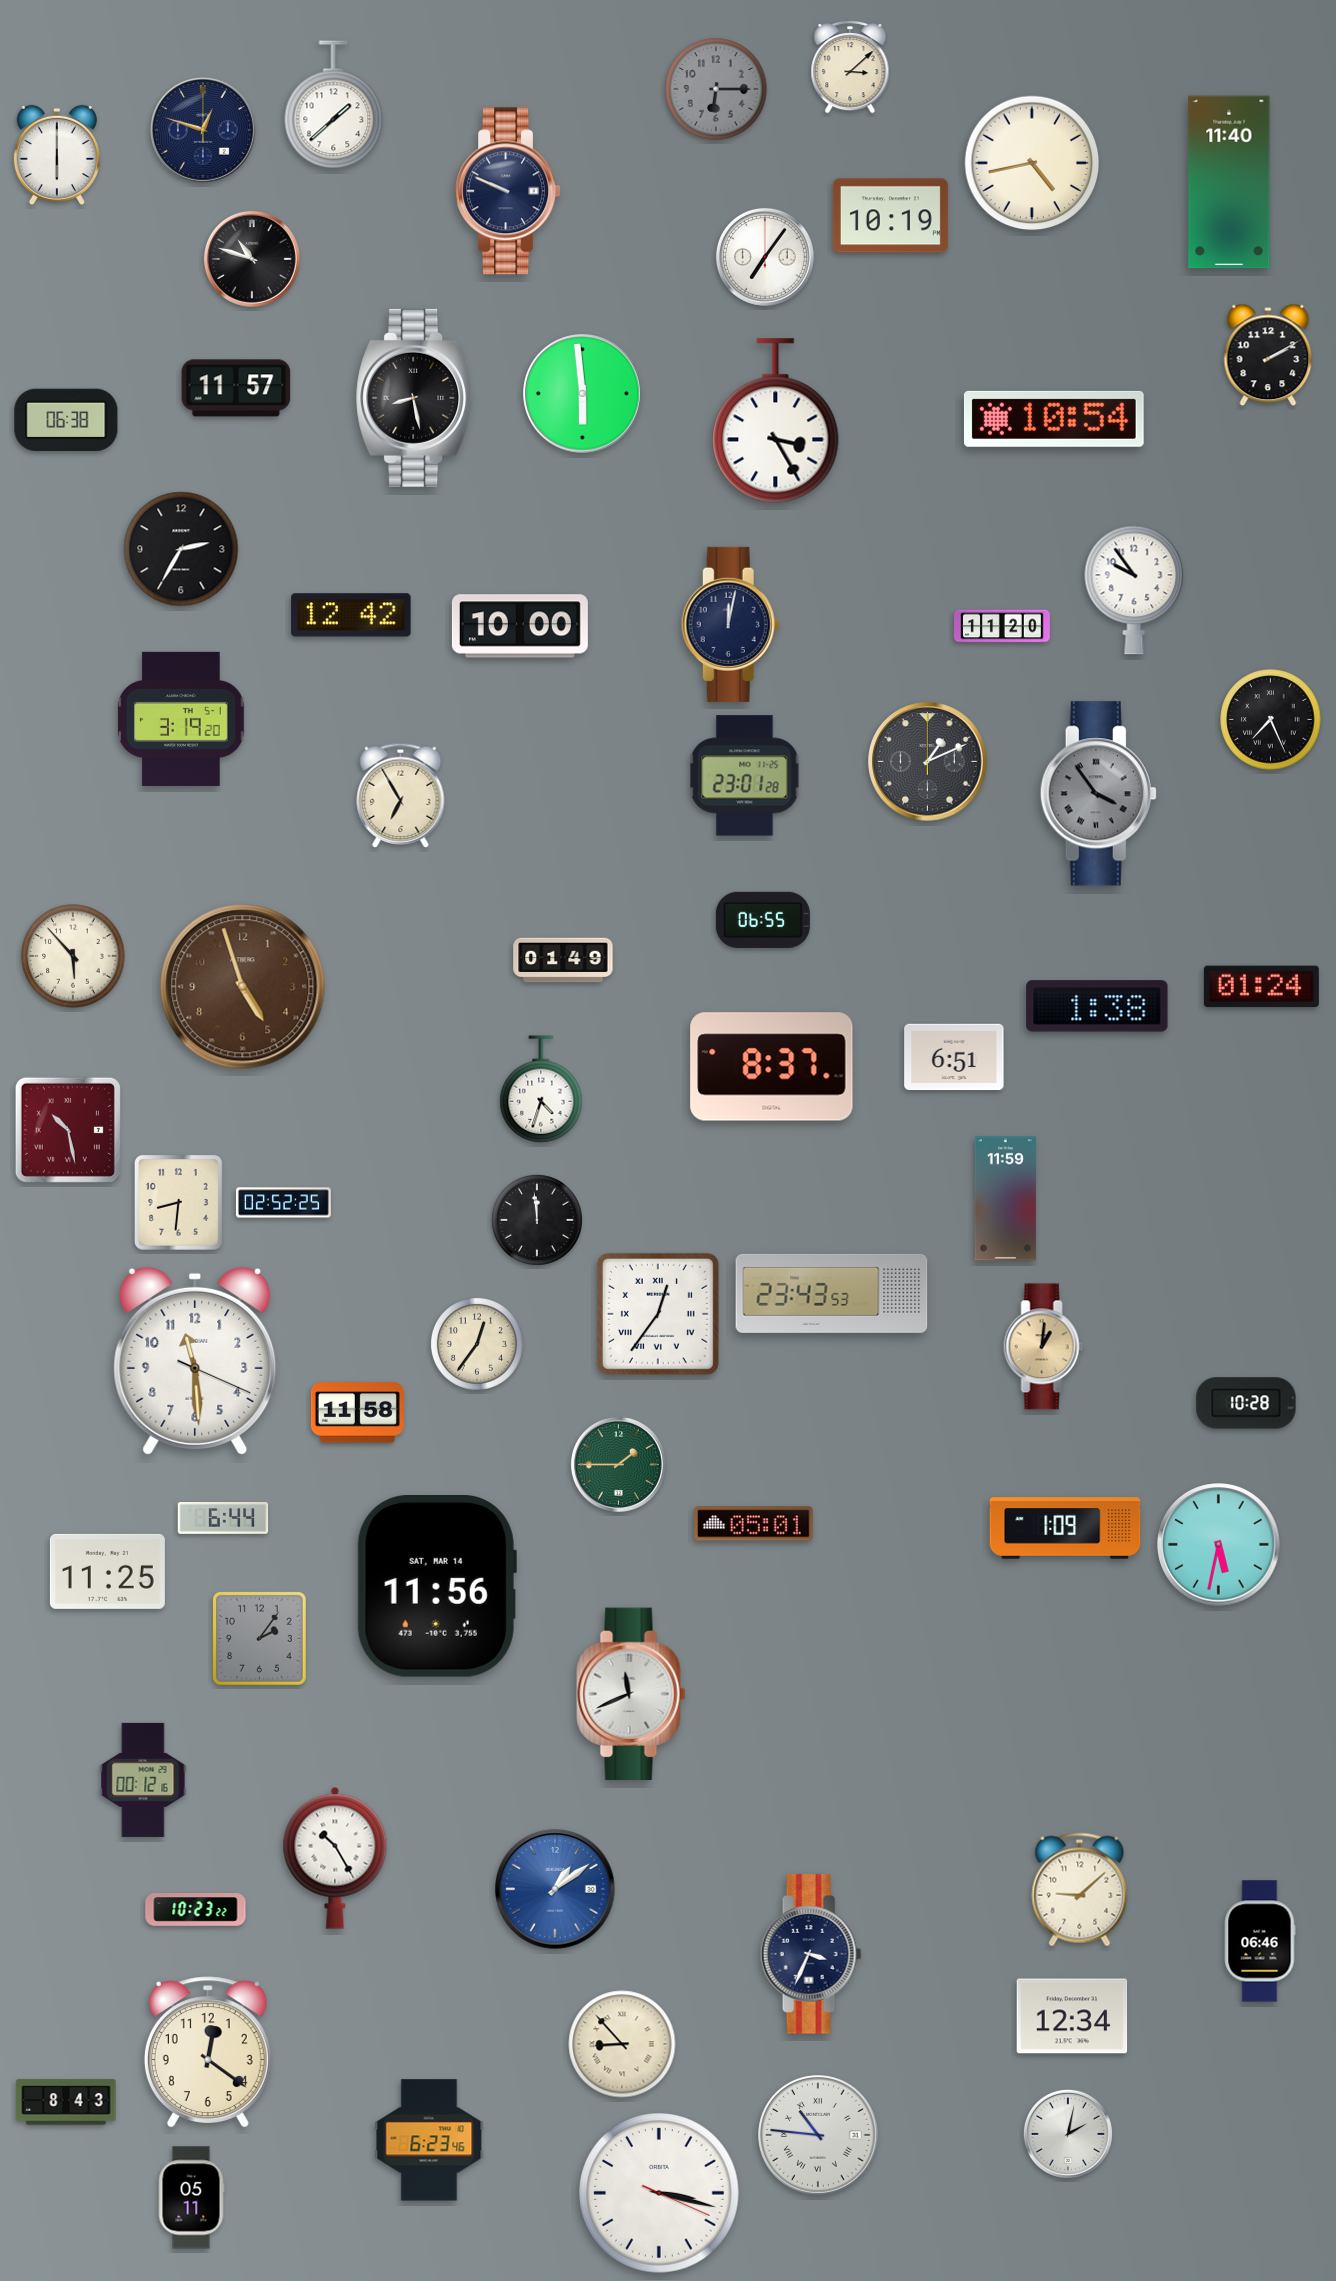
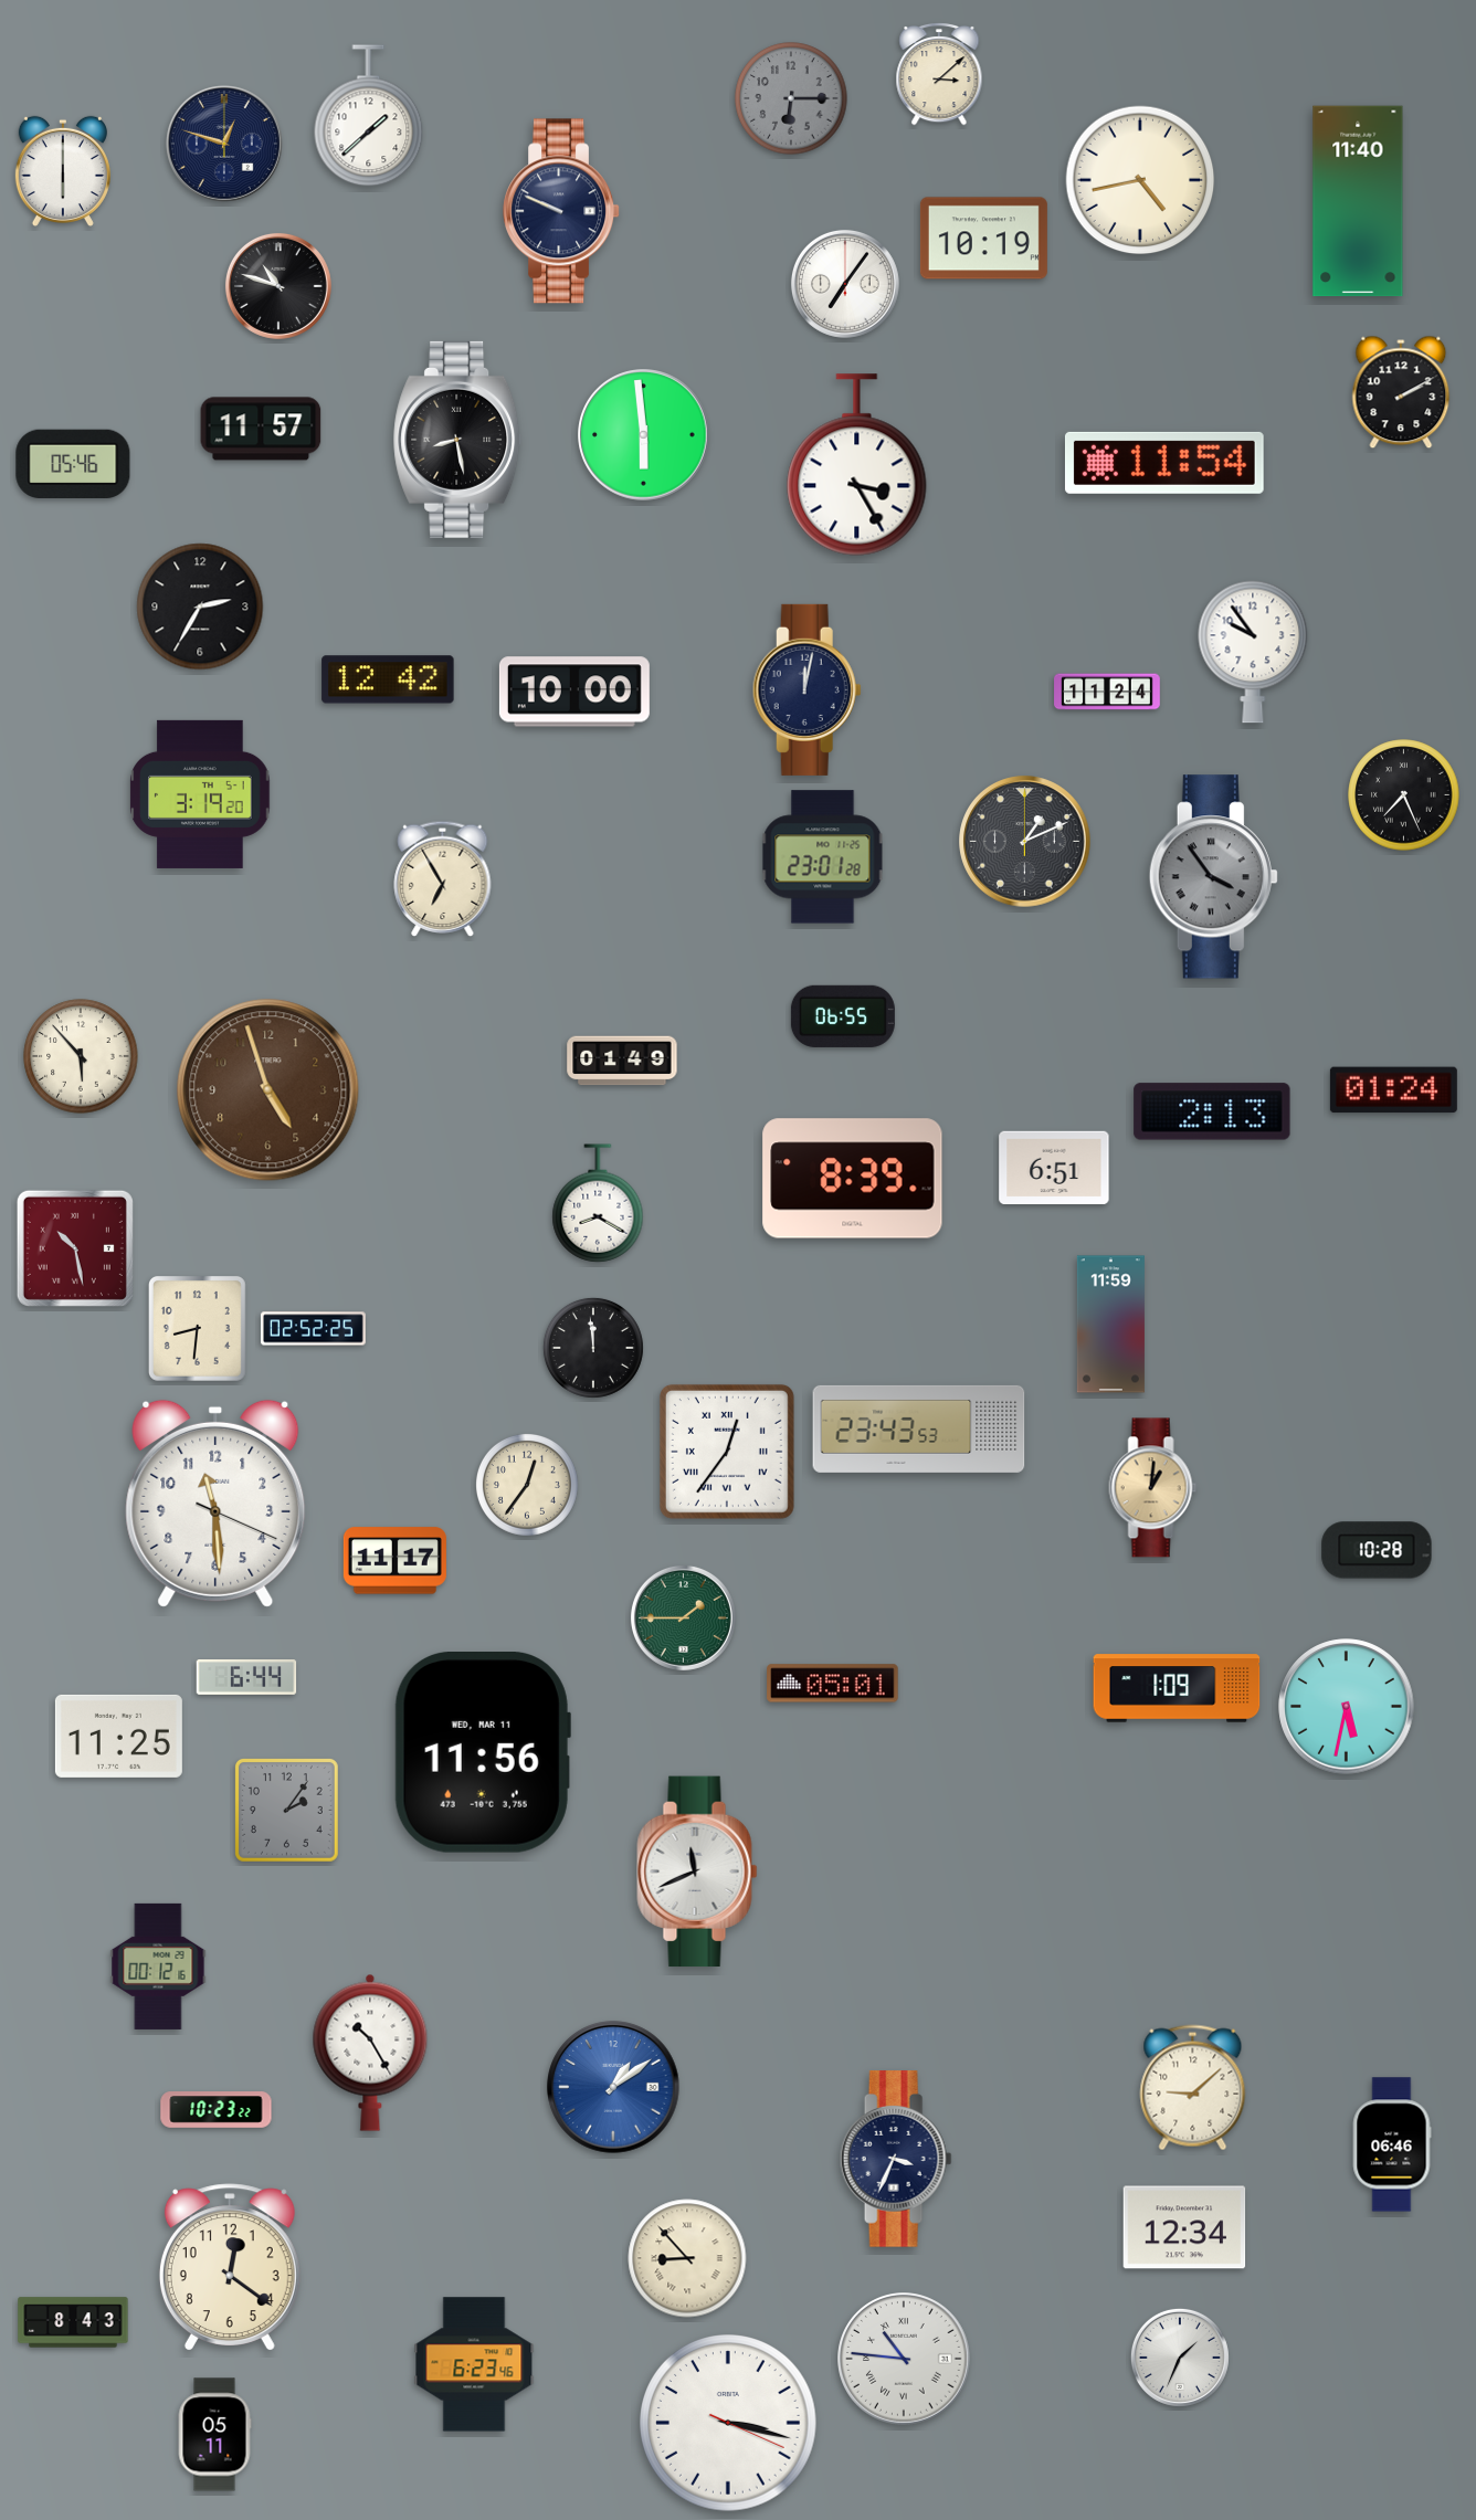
clock at (1054, 419): 10:54 -> 11:54
clock at (66, 420): 06:38 -> 05:46
clock at (1002, 626): 11:20 -> 11:24
clock at (1097, 1006): 1:38 -> 2:13
clock at (772, 1067): 8:37 -> 8:39
clock at (541, 1089): 4:33 -> 8:20
clock at (357, 1413): 11:58 -> 11:17
clock at (437, 1587) date: SAT, MAR 14 -> WED, MAR 11
clock at (1068, 2134): 2:02 -> 1:34
clock at (191, 2198) position: (191, 2198) -> (214, 2435)
